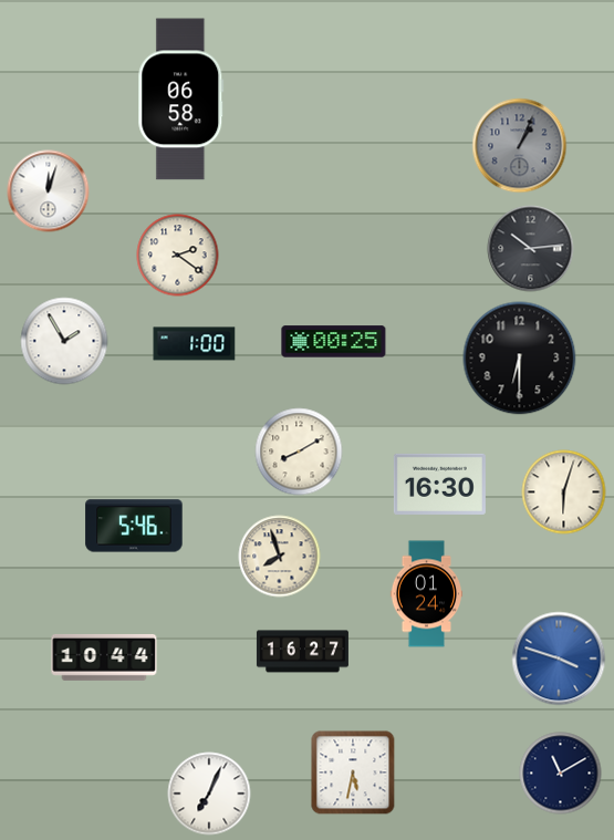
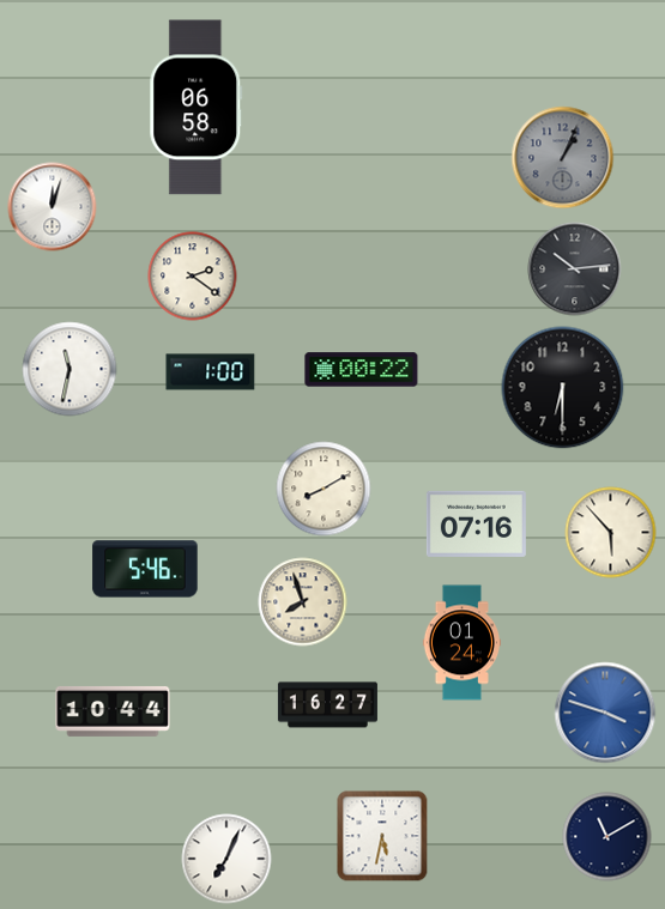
clock at (64, 341): 1:55 -> 11:32
clock at (334, 342): 00:25 -> 00:22
clock at (439, 484): 16:30 -> 07:16
clock at (564, 492): 6:03 -> 5:53
